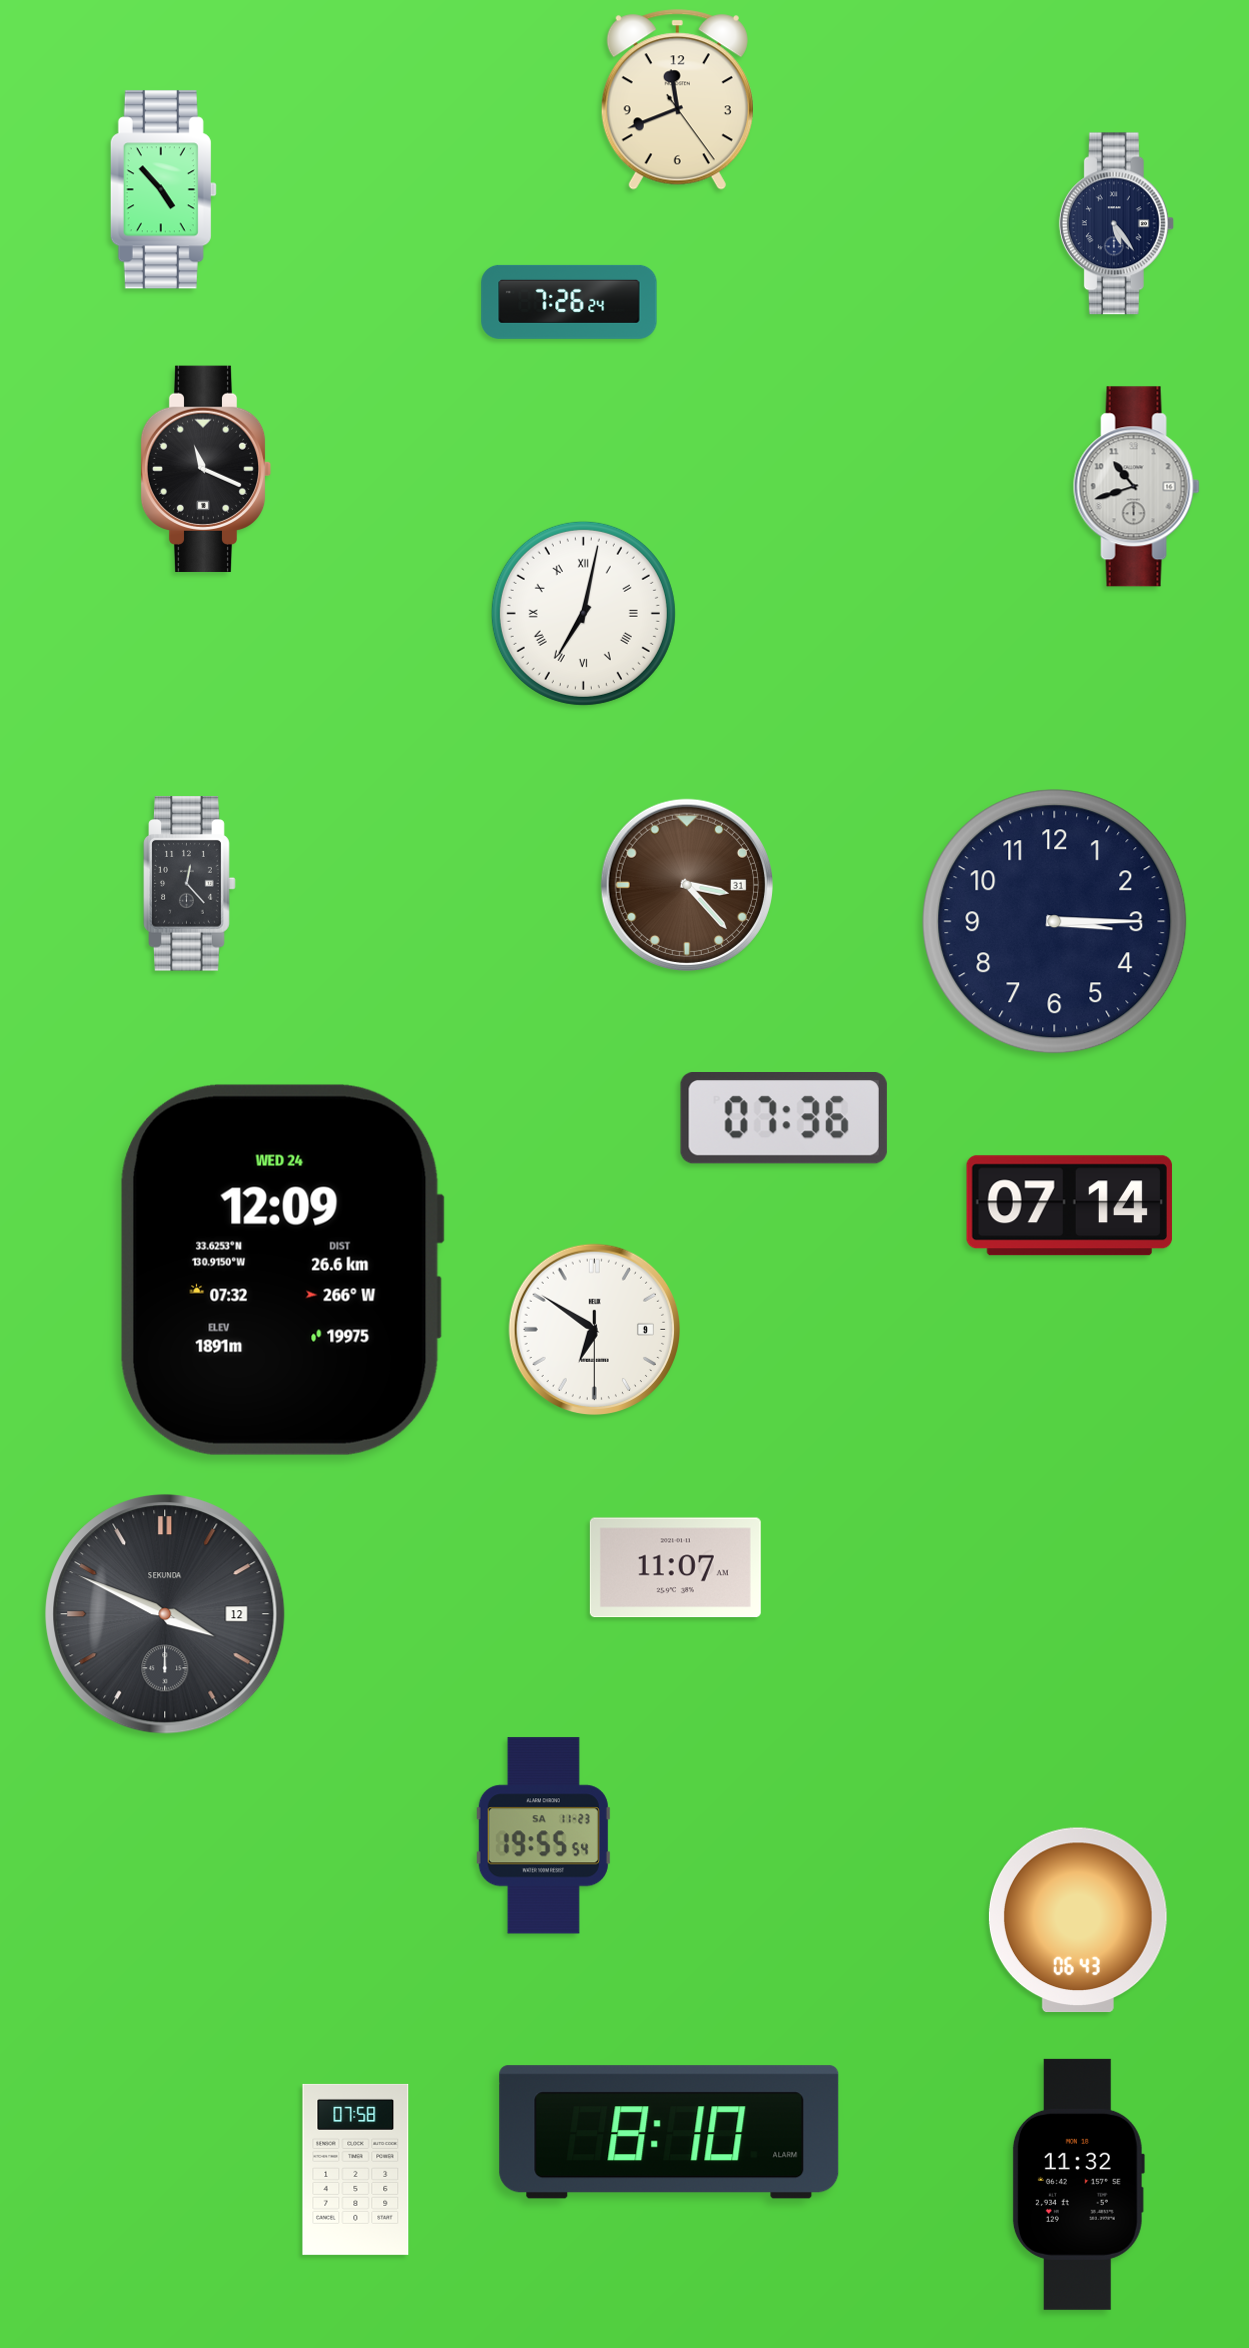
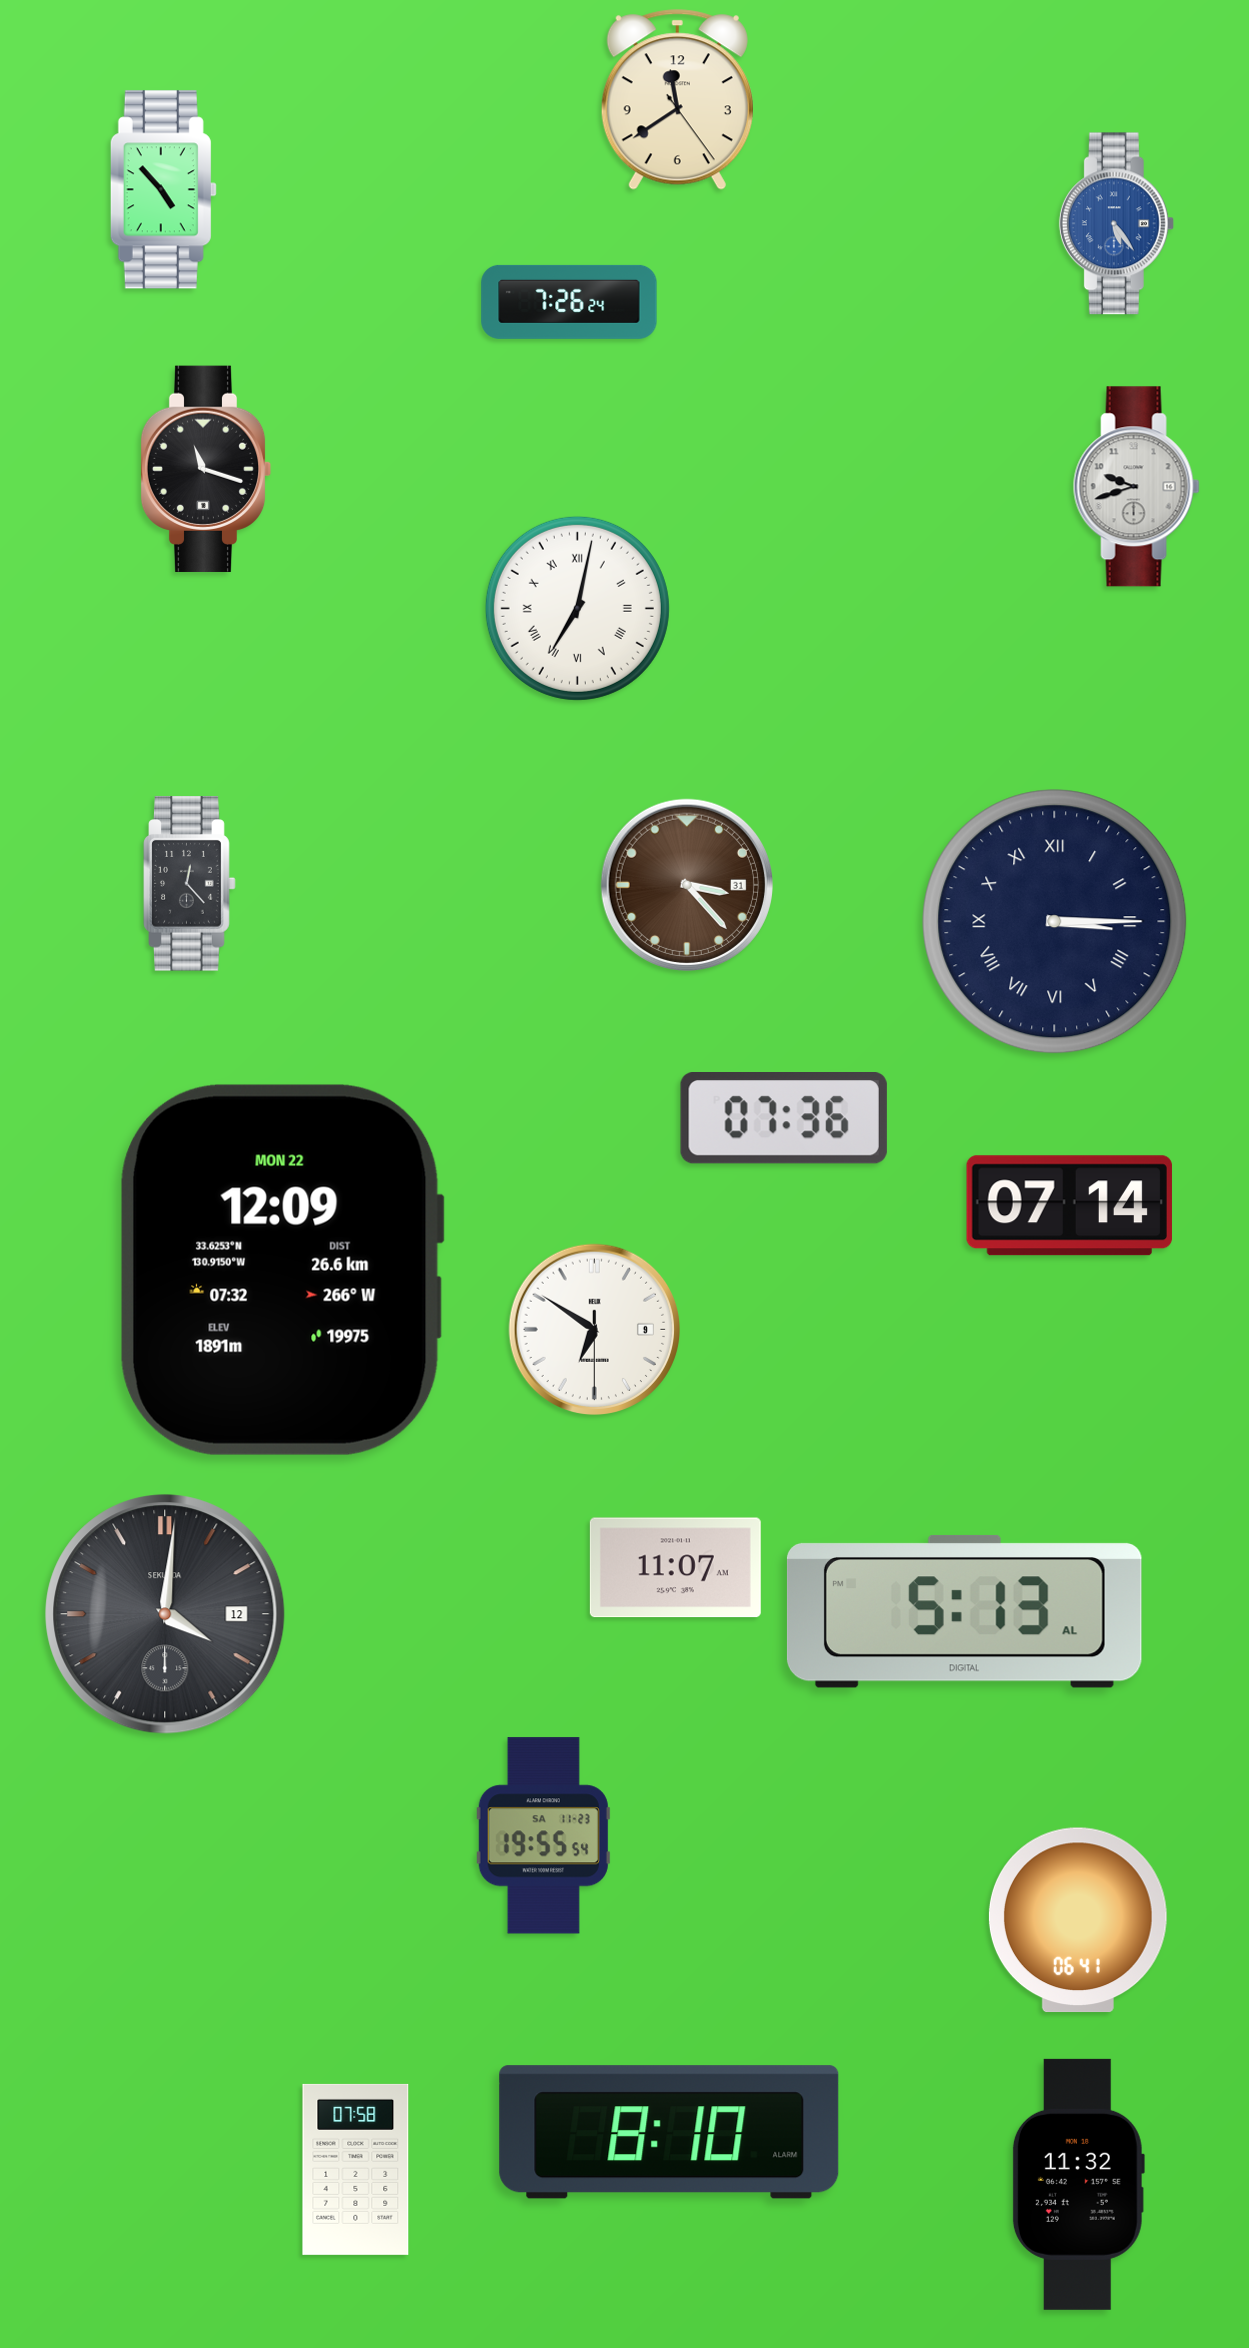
clock at (677, 100): 11:41 -> 11:39
clock at (1116, 224) dial: navy -> blue
clock at (206, 469): 11:19 -> 11:18
clock at (1136, 487): 10:42 -> 9:42
clock at (583, 613) position: (583, 613) -> (577, 608)
clock at (1055, 922) numerals: Arabic -> Roman
clock at (282, 1270) date: WED 24 -> MON 22
clock at (964, 1611): none -> 5:13
clock at (165, 1614): 3:49 -> 4:01
clock at (1078, 1920): 06:43 -> 06:41
